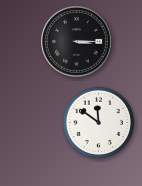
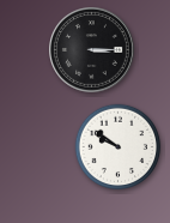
clock at (99, 123): 11:51 -> 9:51
